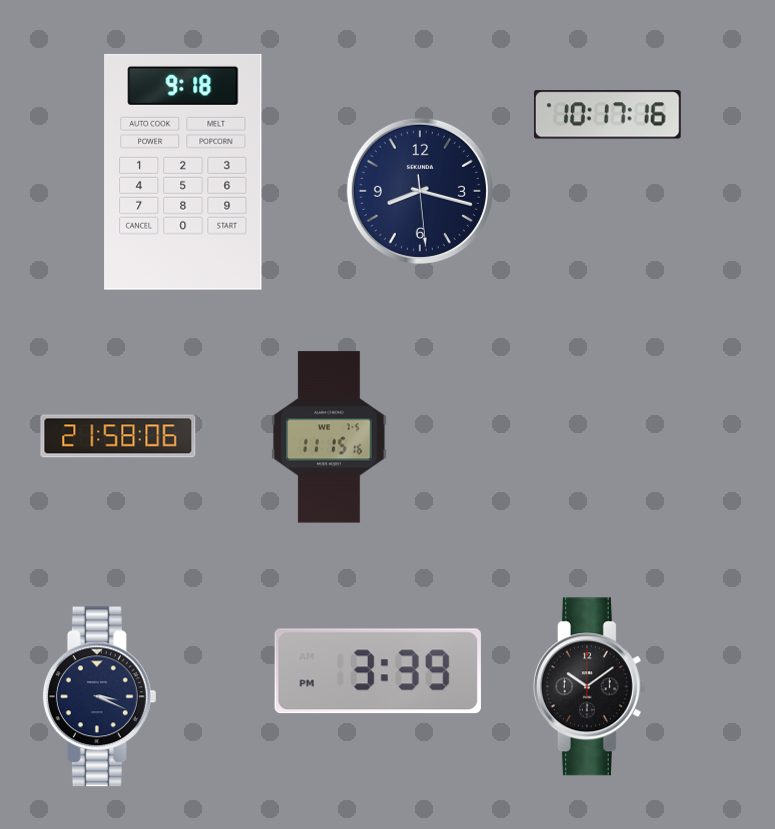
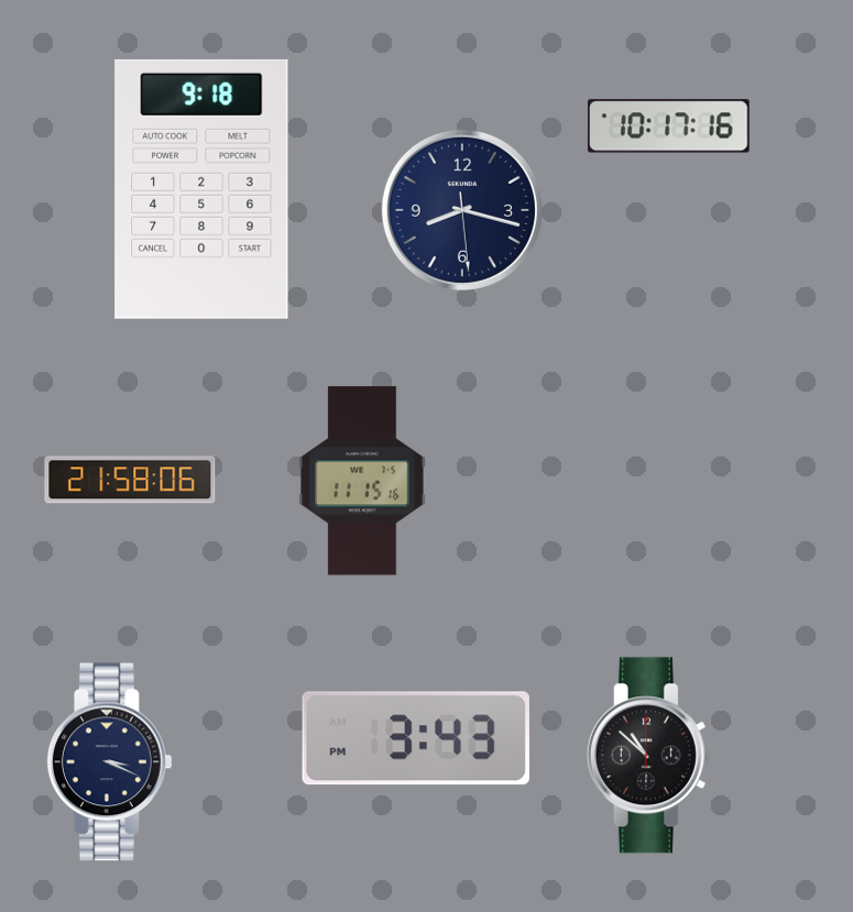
clock at (378, 671): 3:39 -> 3:43
clock at (589, 687): 10:09 -> 10:52
clock at (99, 697) position: (99, 697) -> (109, 762)
